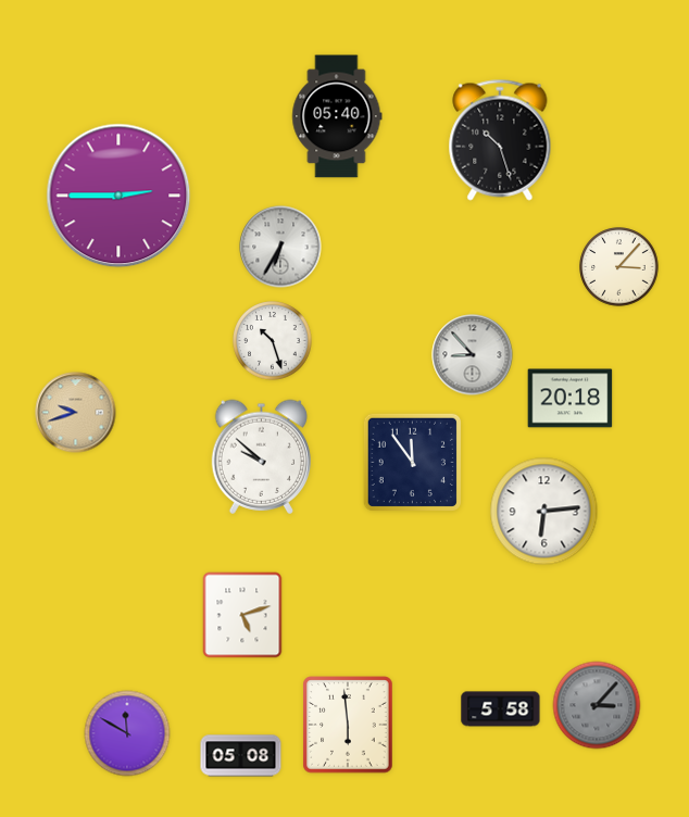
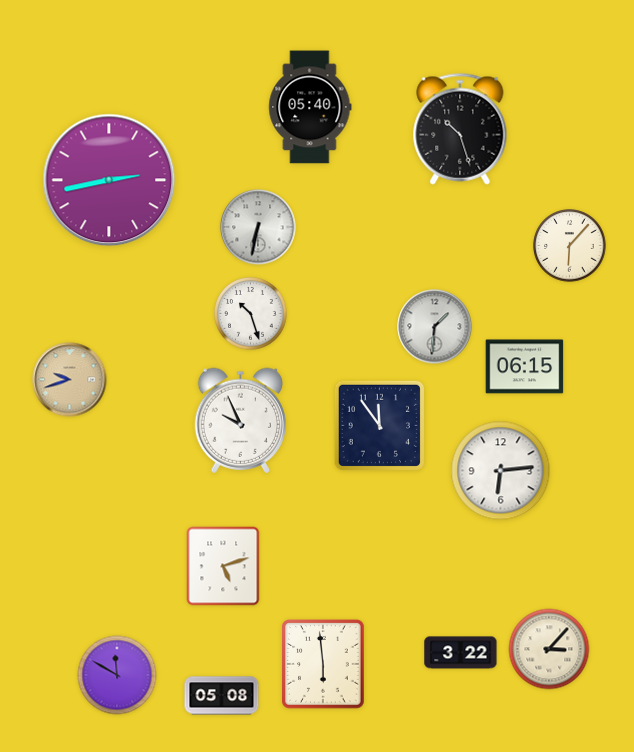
clock at (118, 196): 2:45 -> 2:43
clock at (280, 247): 6:35 -> 6:32
clock at (619, 267): 3:07 -> 6:07
clock at (473, 355): 8:53 -> 1:31
clock at (571, 399): 20:18 -> 06:15
clock at (261, 456): 9:52 -> 9:56
clock at (597, 705) dial: grey -> cream
clock at (501, 709): 5:58 -> 3:22
clock at (348, 725) position: (348, 725) -> (323, 664)
